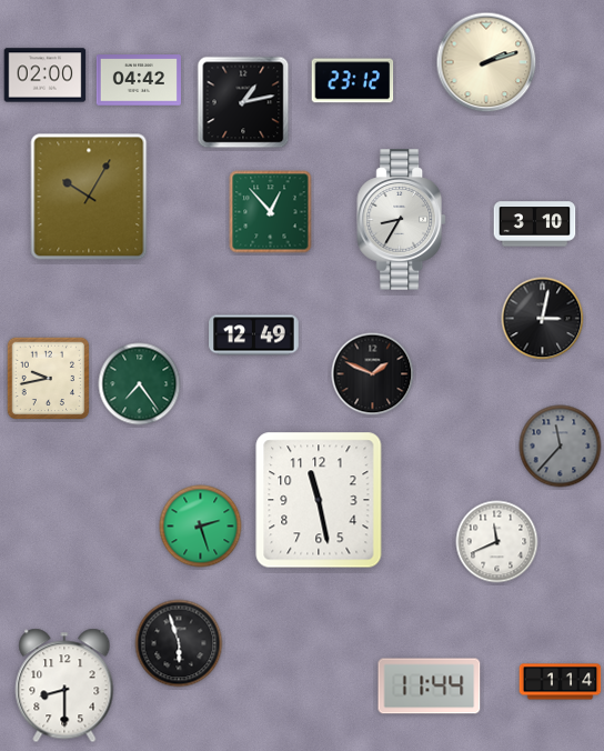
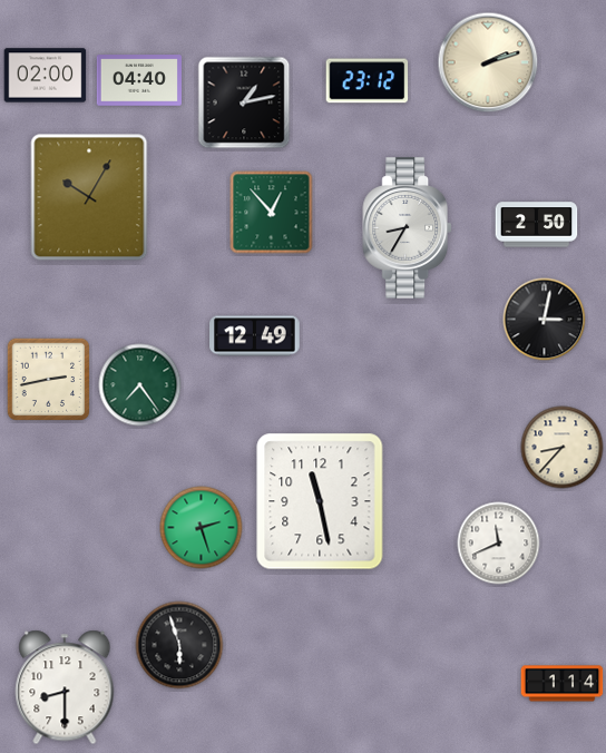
clock at (139, 80): 04:42 -> 04:40
clock at (353, 81) position: (353, 81) -> (368, 81)
clock at (401, 220) position: (401, 220) -> (407, 228)
clock at (535, 224): 3:10 -> 2:50
clock at (373, 374): 1:49 -> none
clock at (49, 379): 9:43 -> 2:43
clock at (561, 447): 11:37 -> 8:37
clock at (561, 447) dial: grey -> cream
clock at (430, 687): 11:44 -> none
